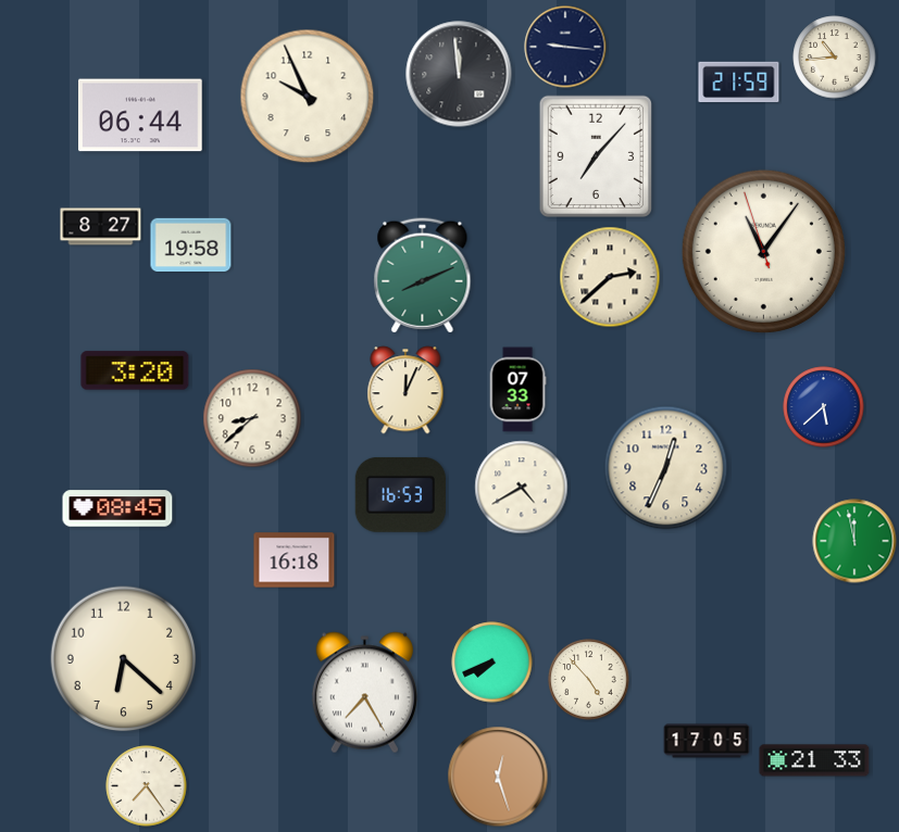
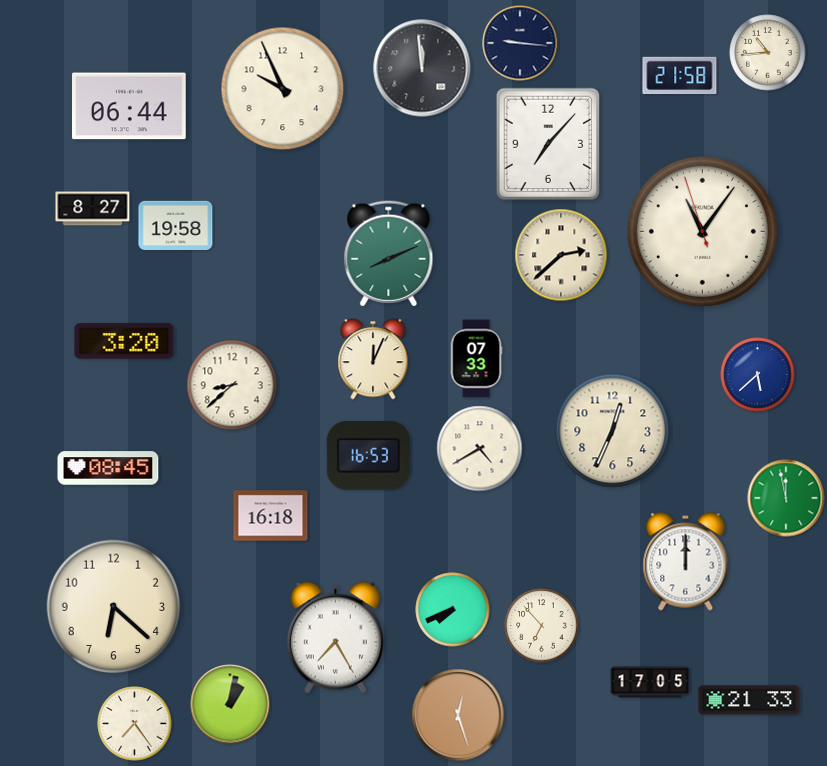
clock at (739, 83): 21:59 -> 21:58
clock at (686, 562): none -> 12:00
clock at (589, 680): 4:53 -> 6:53
clock at (230, 704): none -> 1:02
